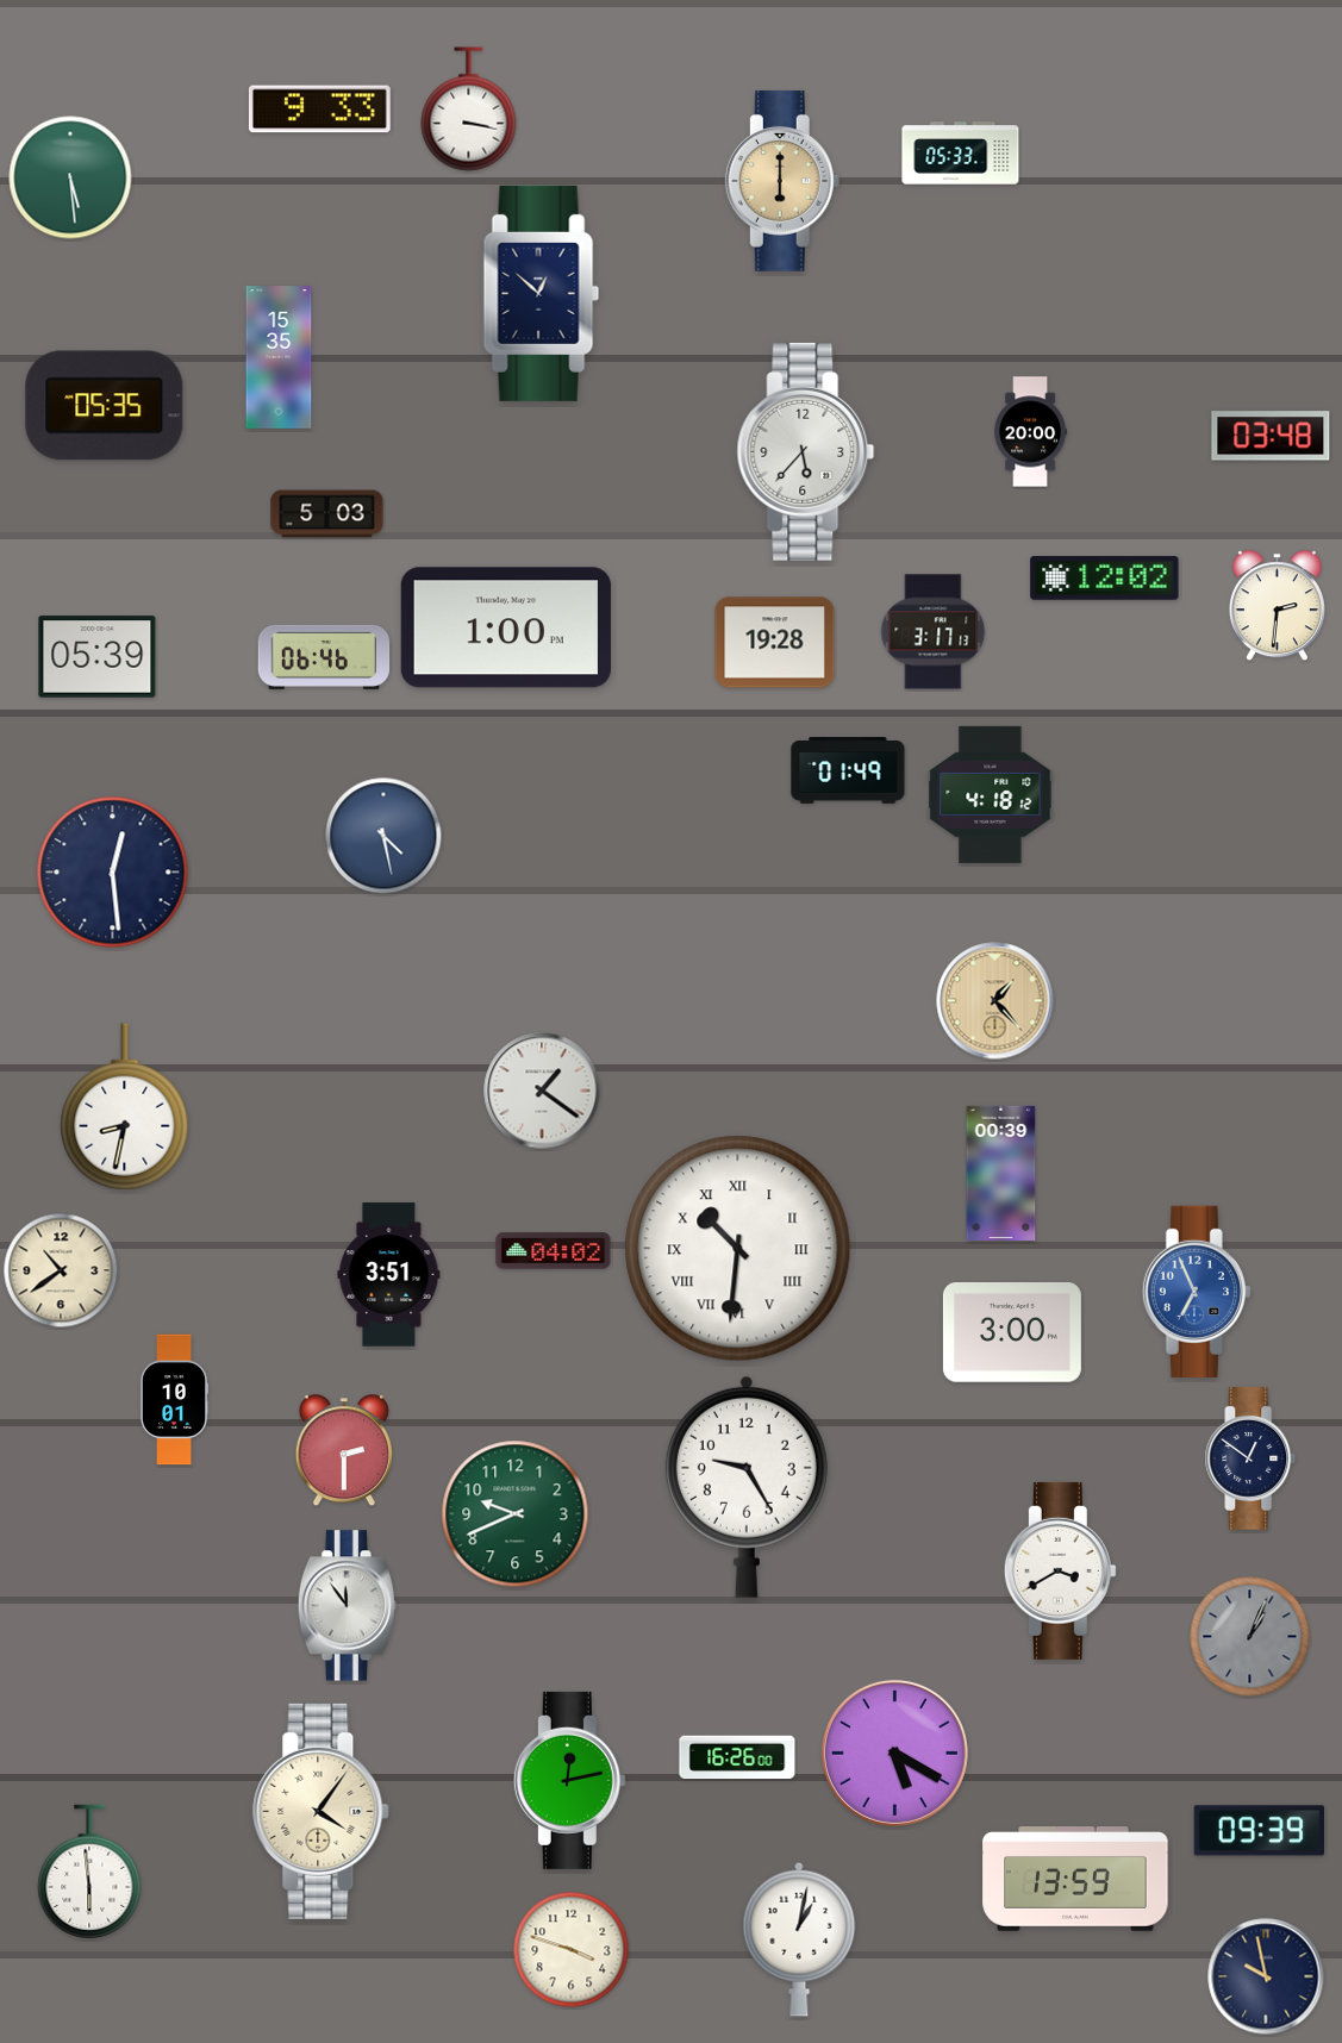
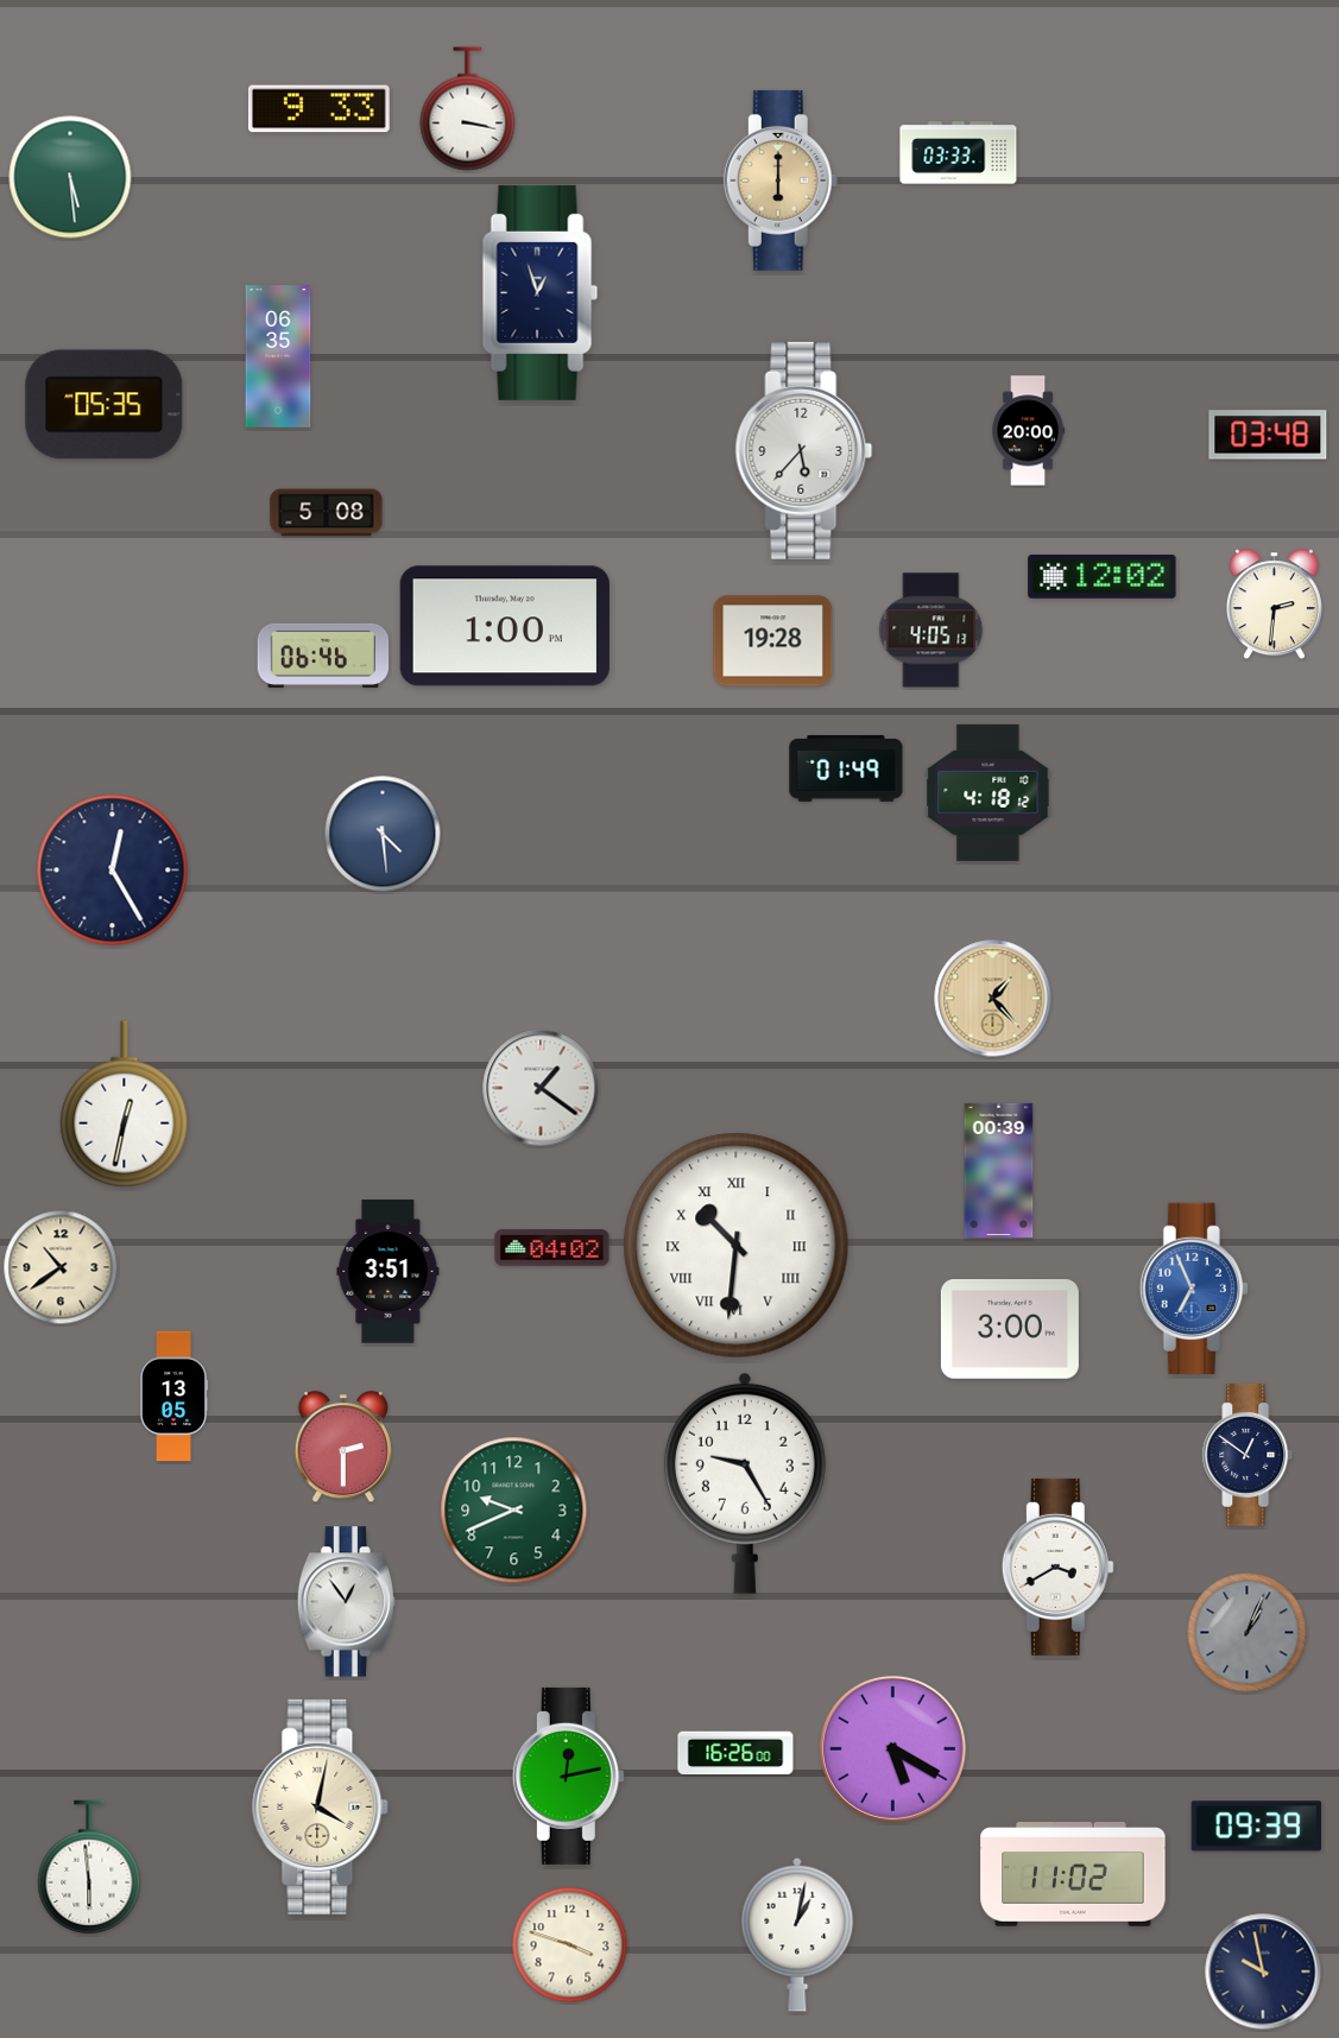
clock at (961, 154): 05:33 -> 03:33
clock at (542, 293): 12:52 -> 12:57
clock at (279, 357): 15:35 -> 06:35
clock at (327, 514): 5:03 -> 5:08
clock at (934, 632): 3:17 -> 4:05
clock at (98, 657): 05:39 -> none
clock at (383, 836): 4:28 -> 4:29
clock at (113, 873): 12:29 -> 12:25
clock at (125, 1107): 8:32 -> 12:32
clock at (174, 1400): 10:01 -> 13:05
clock at (347, 1606): 11:54 -> 12:54
clock at (322, 1811): 4:06 -> 4:02
clock at (1075, 1879): 13:59 -> 11:02
